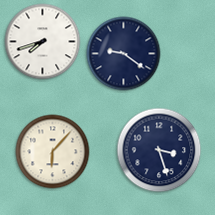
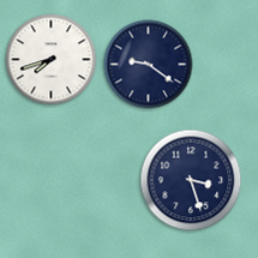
clock at (43, 42) position: (43, 42) -> (52, 60)
clock at (53, 152): 6:07 -> none
